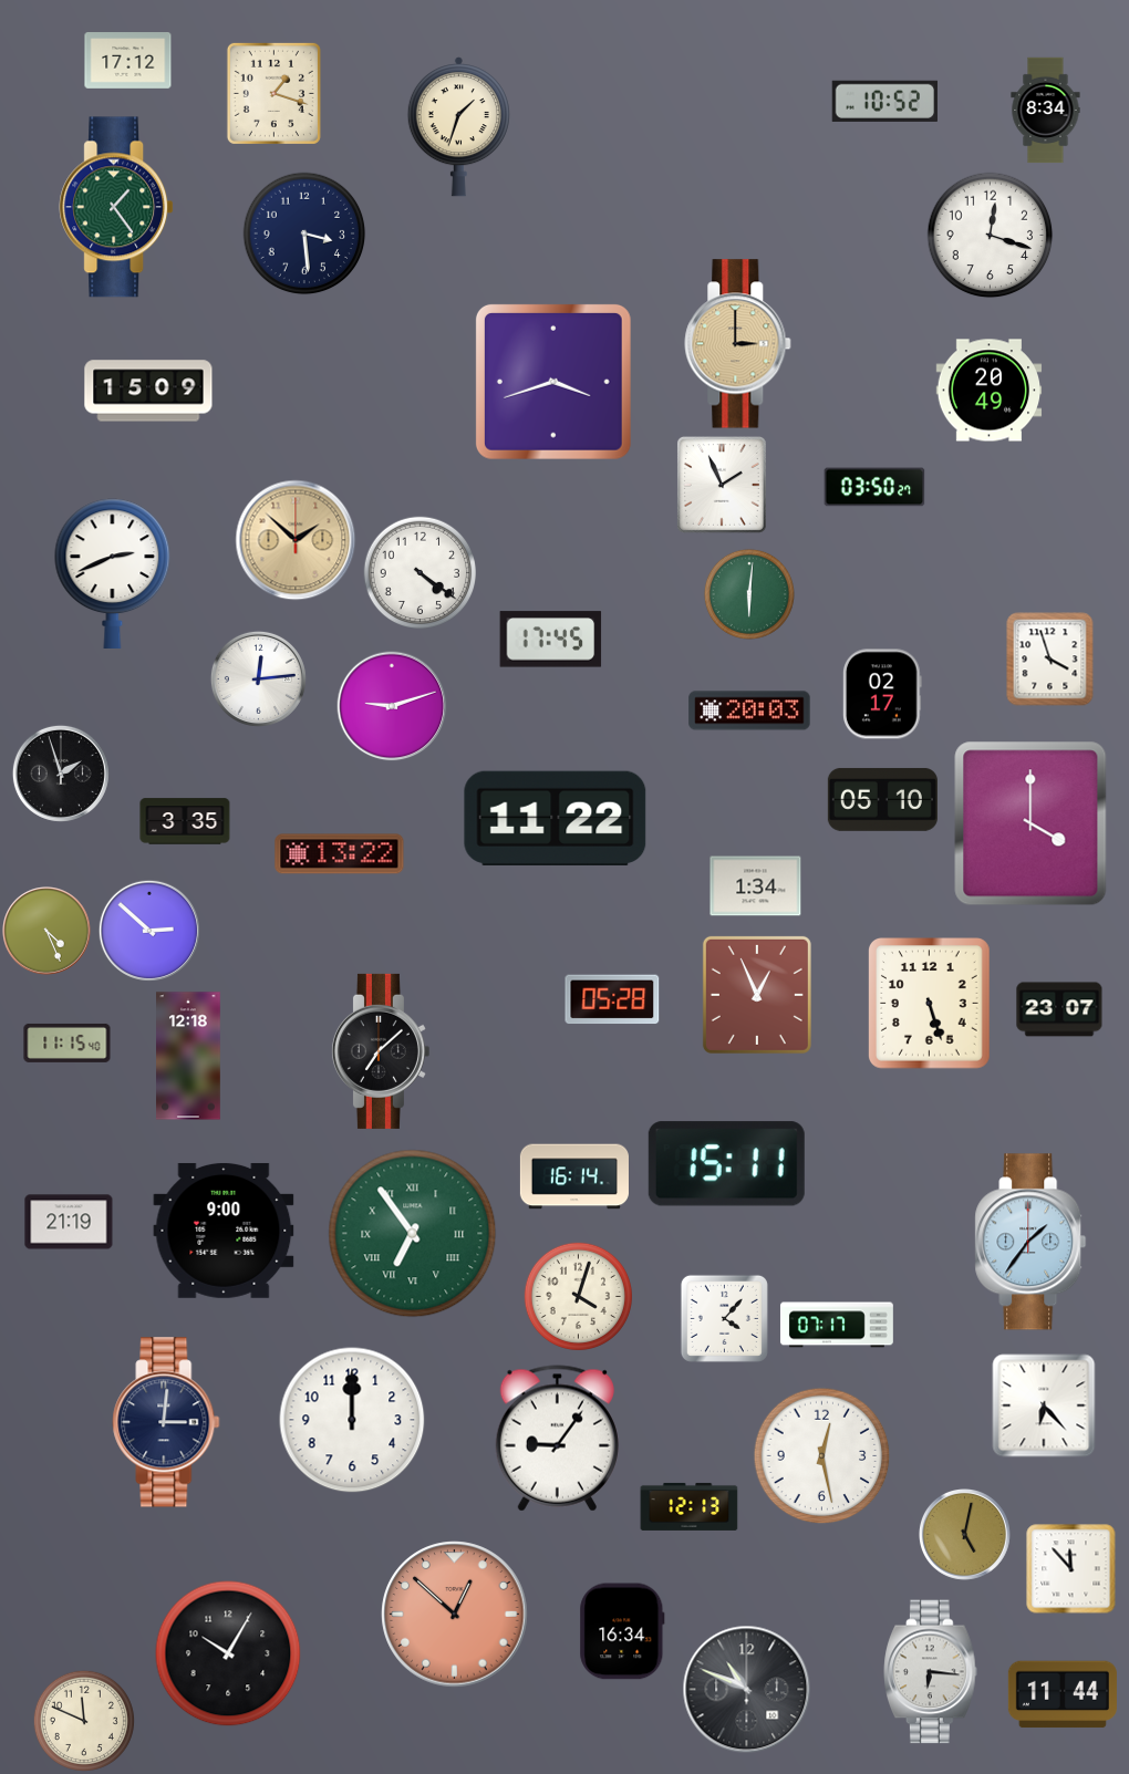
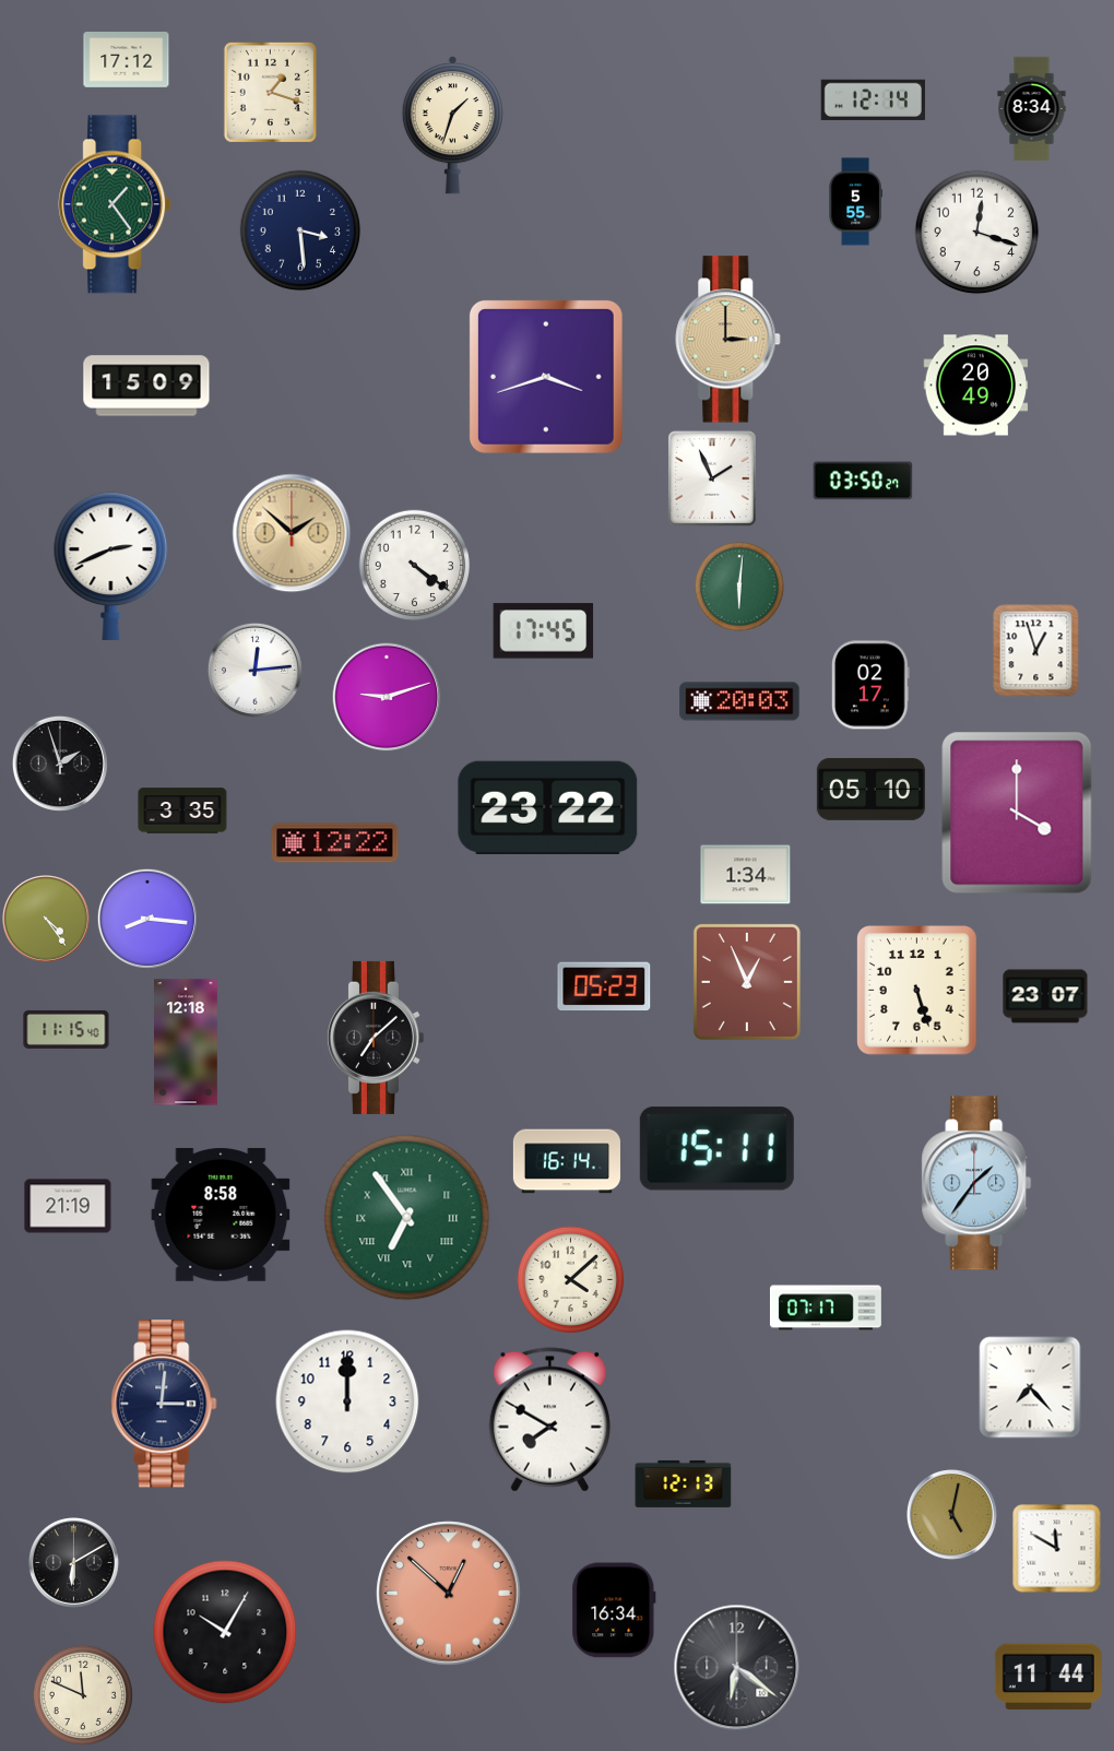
clock at (884, 101): 10:52 -> 12:14
clock at (855, 202): none -> 5:55
clock at (1050, 660): 3:57 -> 12:57
clock at (556, 818): 11:22 -> 23:22
clock at (340, 854): 13:22 -> 12:22
clock at (46, 931): 4:26 -> 4:24
clock at (149, 931): 2:52 -> 8:16
clock at (612, 999): 05:28 -> 05:23
clock at (224, 1231): 9:00 -> 8:58
clock at (1030, 1242) position: (1030, 1242) -> (976, 1183)
clock at (578, 1296): 4:03 -> 4:08
clock at (724, 1318): 4:07 -> none
clock at (1044, 1405): 6:23 -> 7:23
clock at (557, 1439): 9:06 -> 7:50
clock at (822, 1456): 12:28 -> none
clock at (690, 1506) position: (690, 1506) -> (684, 1483)
clock at (1071, 1569): 11:53 -> 11:50
clock at (74, 1563): none -> 6:10
clock at (931, 1672): 6:16 -> none
clock at (747, 1690): 10:49 -> 6:21
clock at (1063, 1694) position: (1063, 1694) -> (1048, 1677)
clock at (84, 1721) position: (84, 1721) -> (83, 1695)
